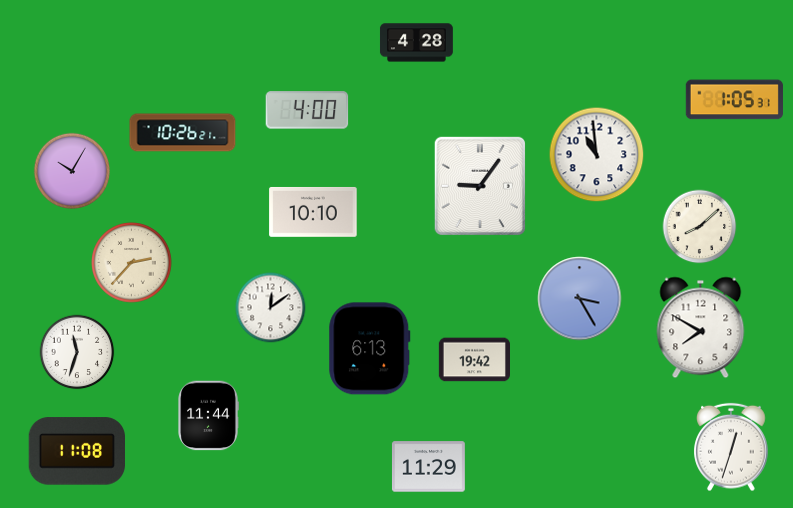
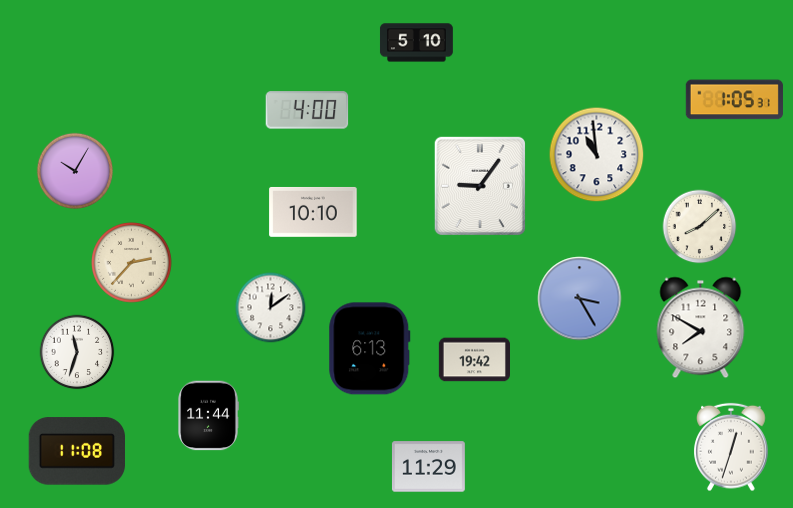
clock at (416, 43): 4:28 -> 5:10
clock at (183, 133): 10:26 -> none
clock at (71, 170) position: (71, 170) -> (74, 170)
